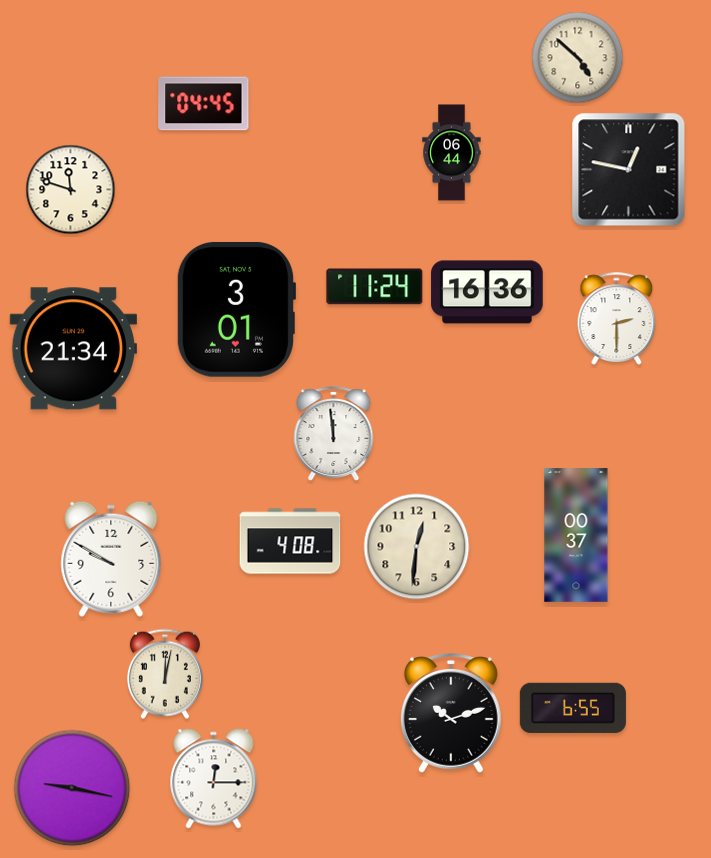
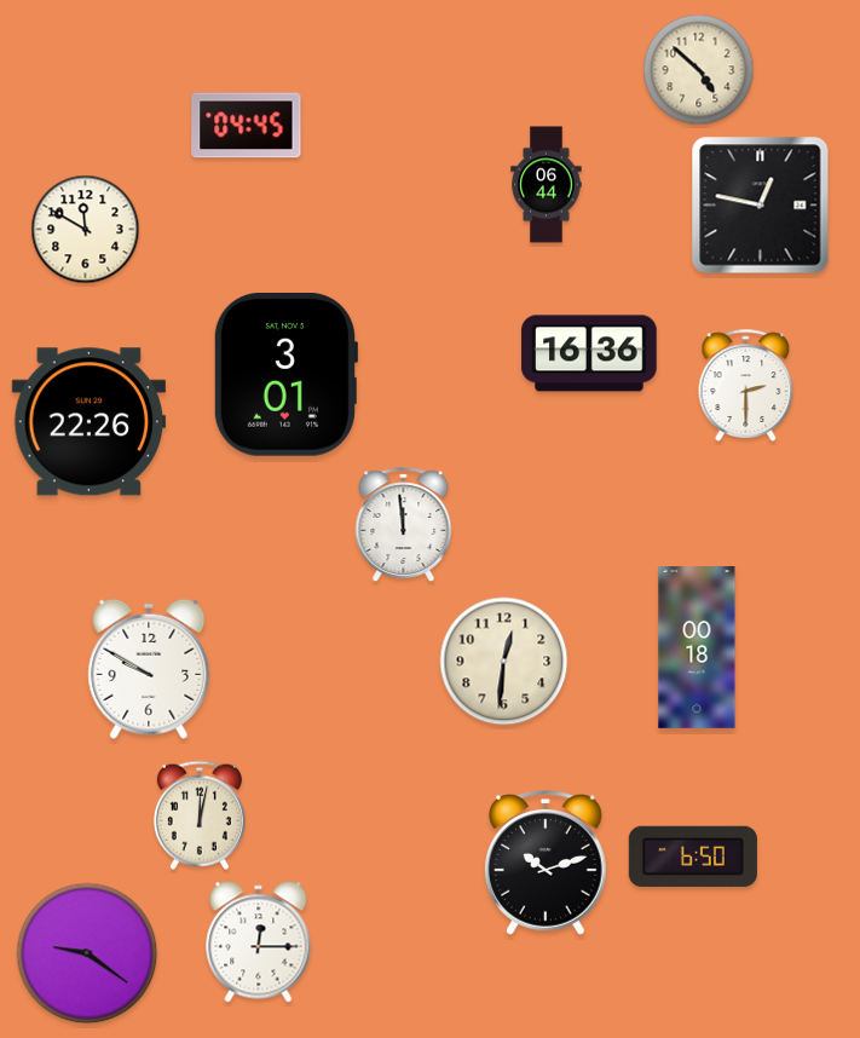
clock at (71, 190): 11:48 -> 11:50
clock at (375, 287): 11:24 -> none
clock at (73, 349): 21:34 -> 22:26
clock at (576, 536): 00:37 -> 00:18
clock at (290, 541): 4:08 -> none
clock at (111, 559) position: (111, 559) -> (149, 669)
clock at (573, 708): 6:55 -> 6:50
clock at (72, 788): 9:17 -> 9:21
